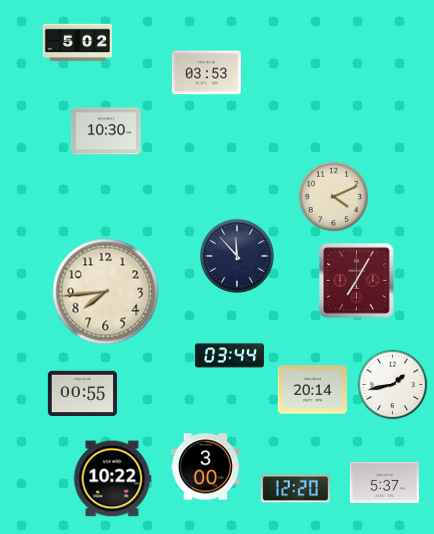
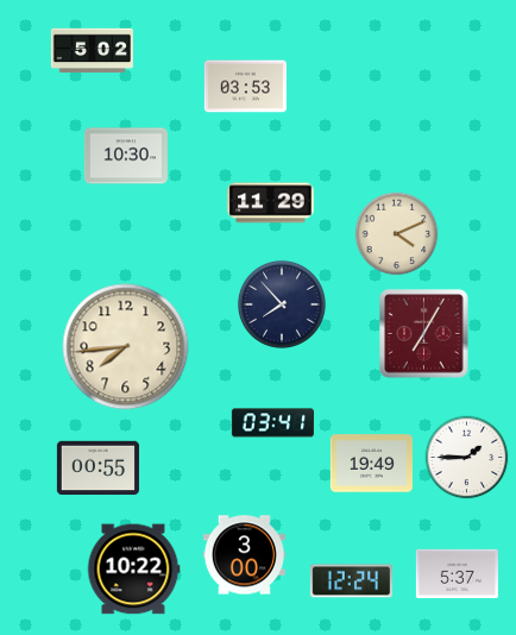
clock at (271, 203): none -> 11:29
clock at (237, 256): 11:53 -> 7:53
clock at (229, 356): 03:44 -> 03:41
clock at (393, 385): 1:43 -> 1:45
clock at (312, 390): 20:14 -> 19:49
clock at (295, 489): 12:20 -> 12:24
